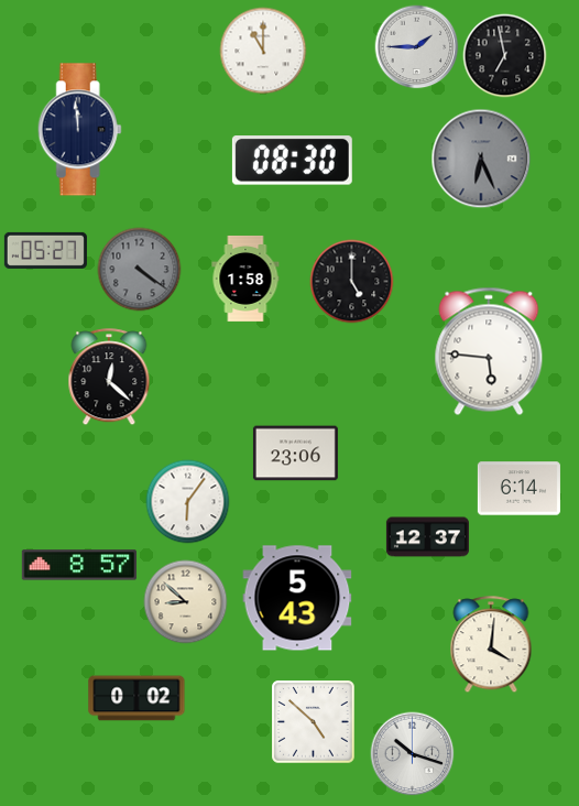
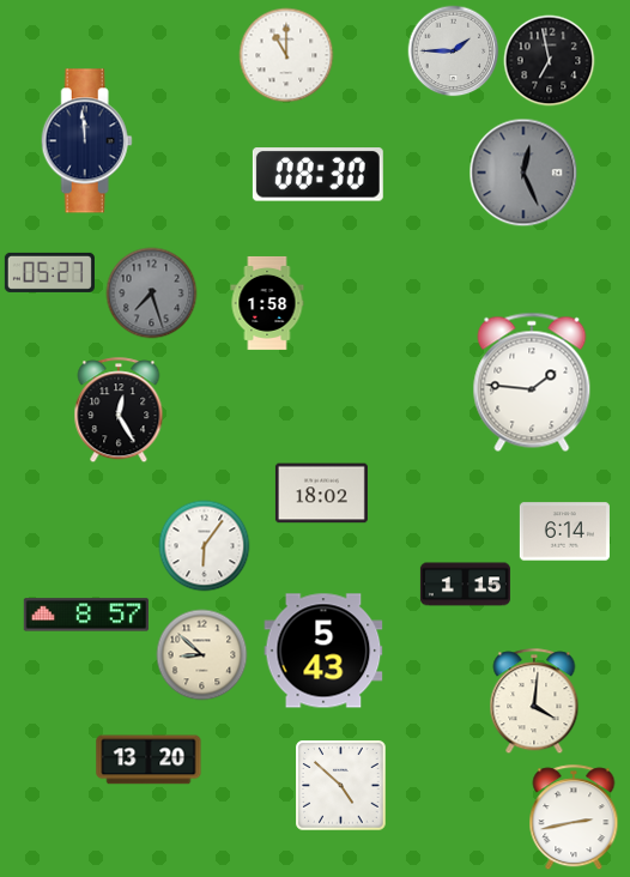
clock at (481, 159): 6:26 -> 12:26
clock at (140, 270): 4:21 -> 7:27
clock at (352, 282): 5:00 -> none
clock at (489, 351): 5:46 -> 1:46
clock at (109, 378): 12:22 -> 12:25
clock at (295, 454): 23:06 -> 18:02
clock at (427, 537): 12:37 -> 1:15
clock at (136, 698): 0:02 -> 13:20
clock at (574, 818): none -> 2:43
clock at (413, 754): 10:18 -> none
